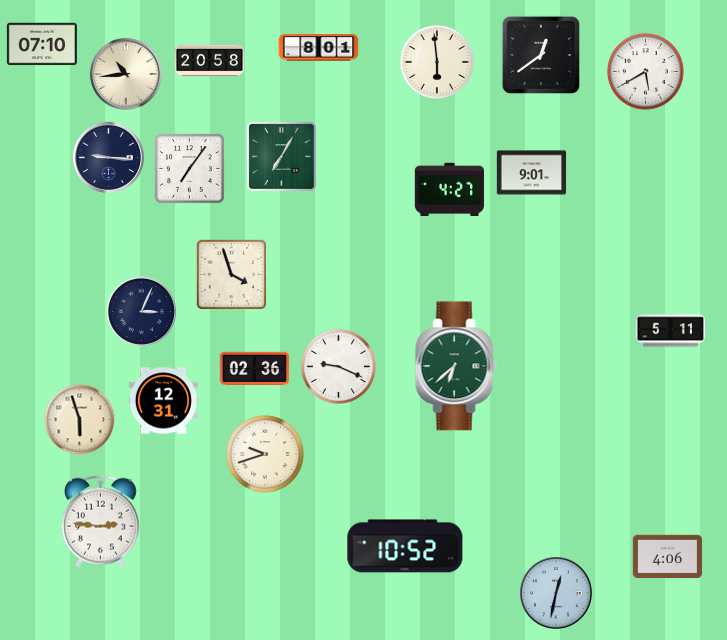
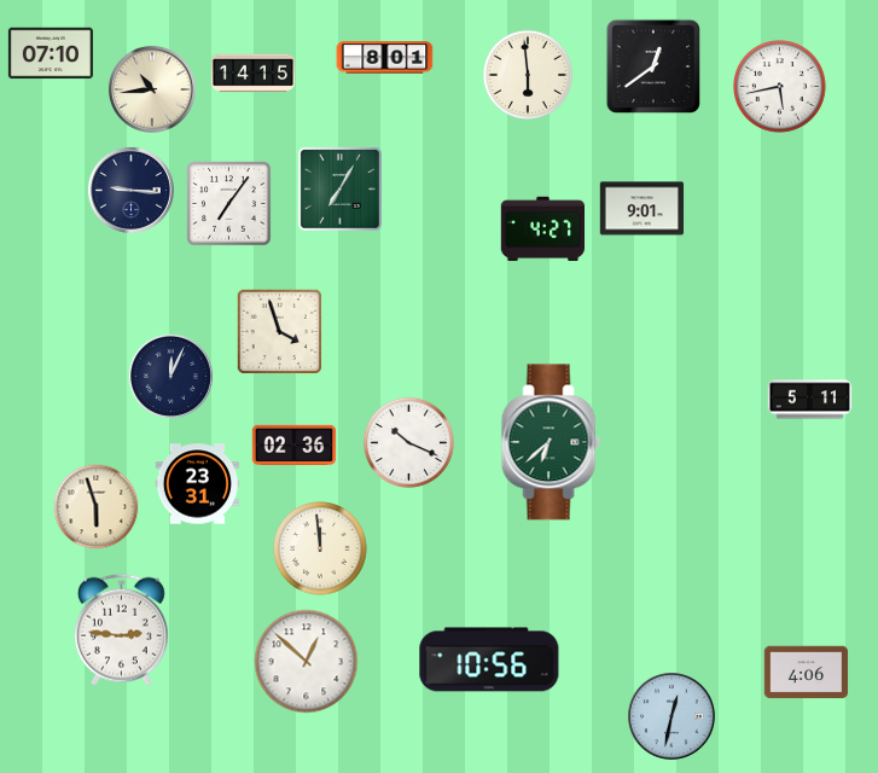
clock at (210, 61): 20:58 -> 14:15
clock at (646, 72): 5:40 -> 5:43
clock at (141, 311): 3:04 -> 12:04
clock at (338, 366): 9:19 -> 10:19
clock at (255, 368) position: (255, 368) -> (295, 444)
clock at (164, 401): 12:31 -> 23:31
clock at (265, 454): 9:42 -> 11:59
clock at (405, 546): 10:52 -> 10:56
clock at (307, 662): none -> 12:52
